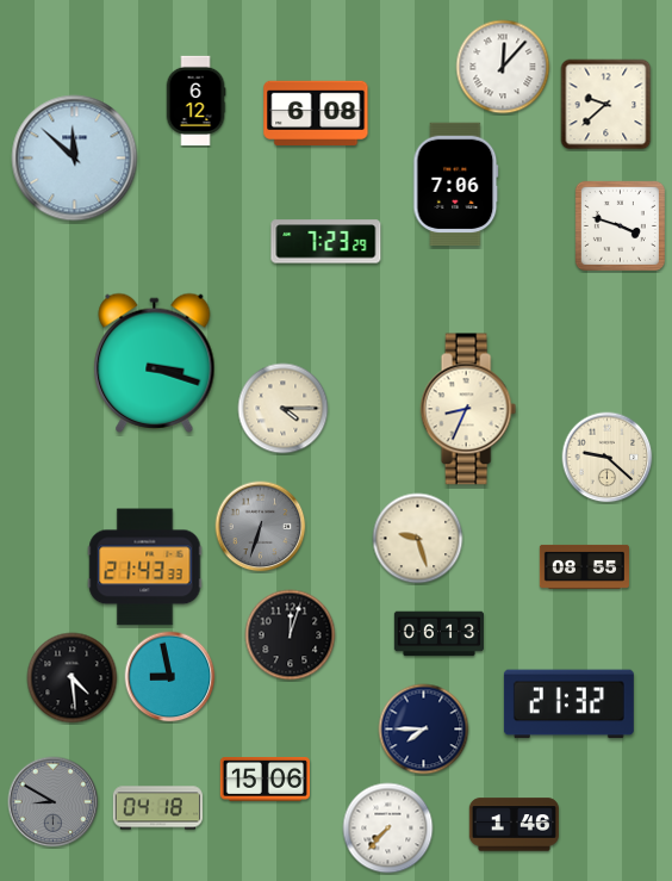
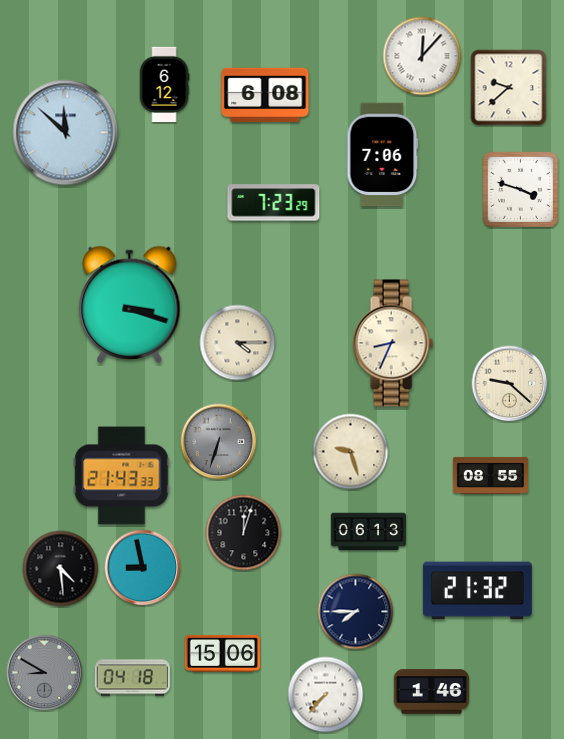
clock at (75, 159) position: (75, 159) -> (66, 133)
